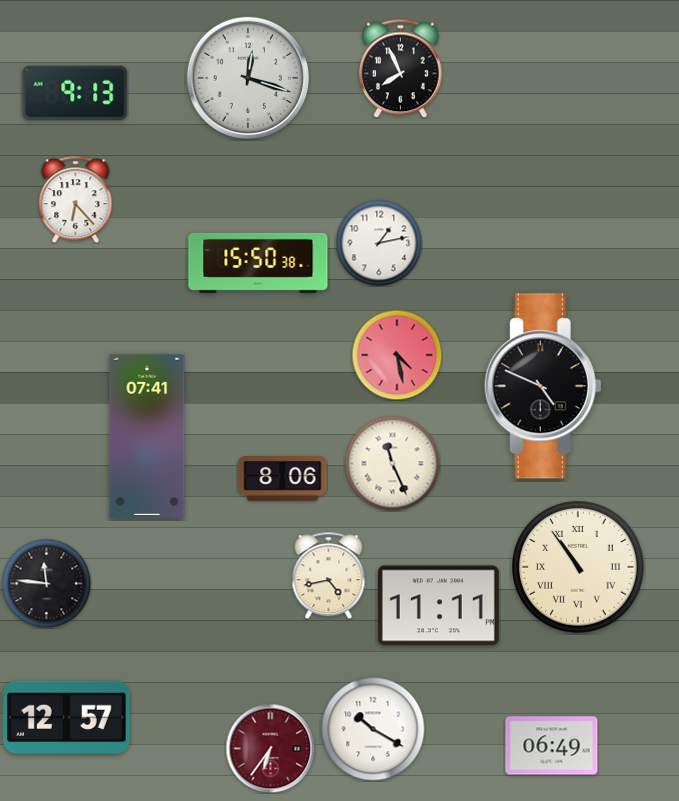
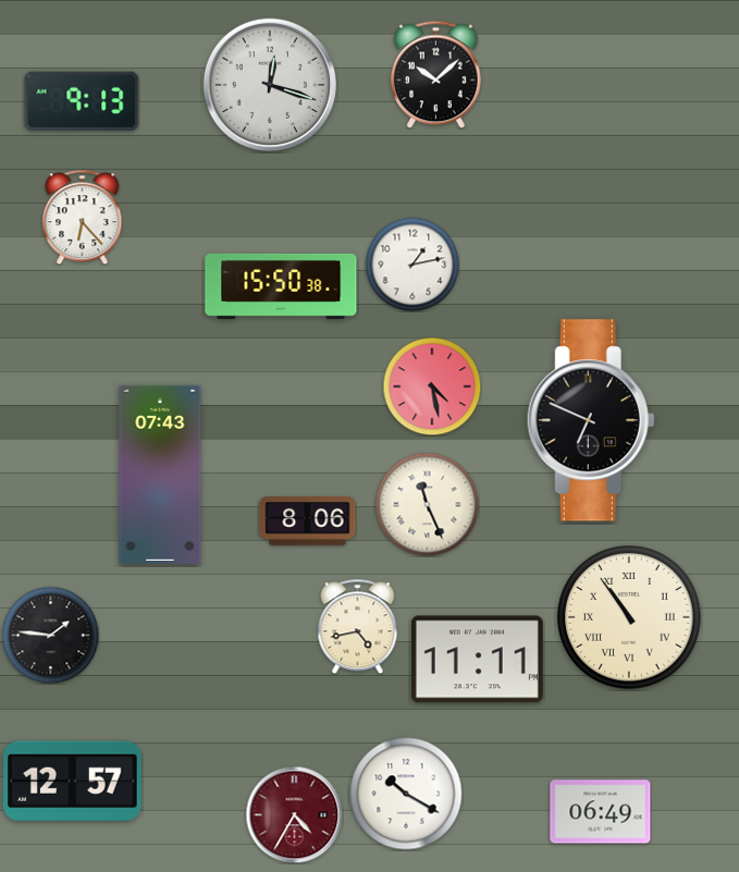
clock at (401, 68): 7:56 -> 10:08
clock at (543, 386): 4:49 -> 6:49
clock at (147, 436): 07:41 -> 07:43
clock at (46, 583): 11:46 -> 1:46
clock at (270, 748): 6:36 -> 4:35
